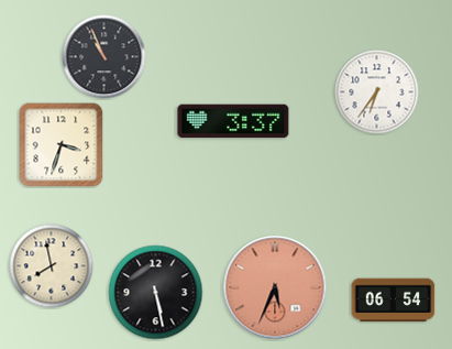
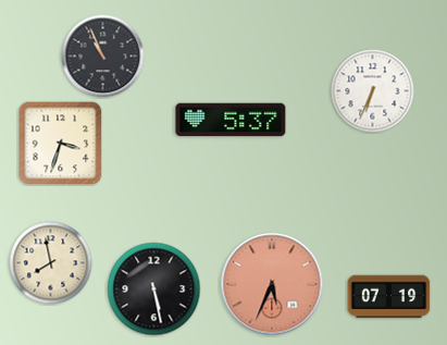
clock at (377, 92): 6:36 -> 6:34
clock at (233, 121): 3:37 -> 5:37
clock at (394, 301): 06:54 -> 07:19
